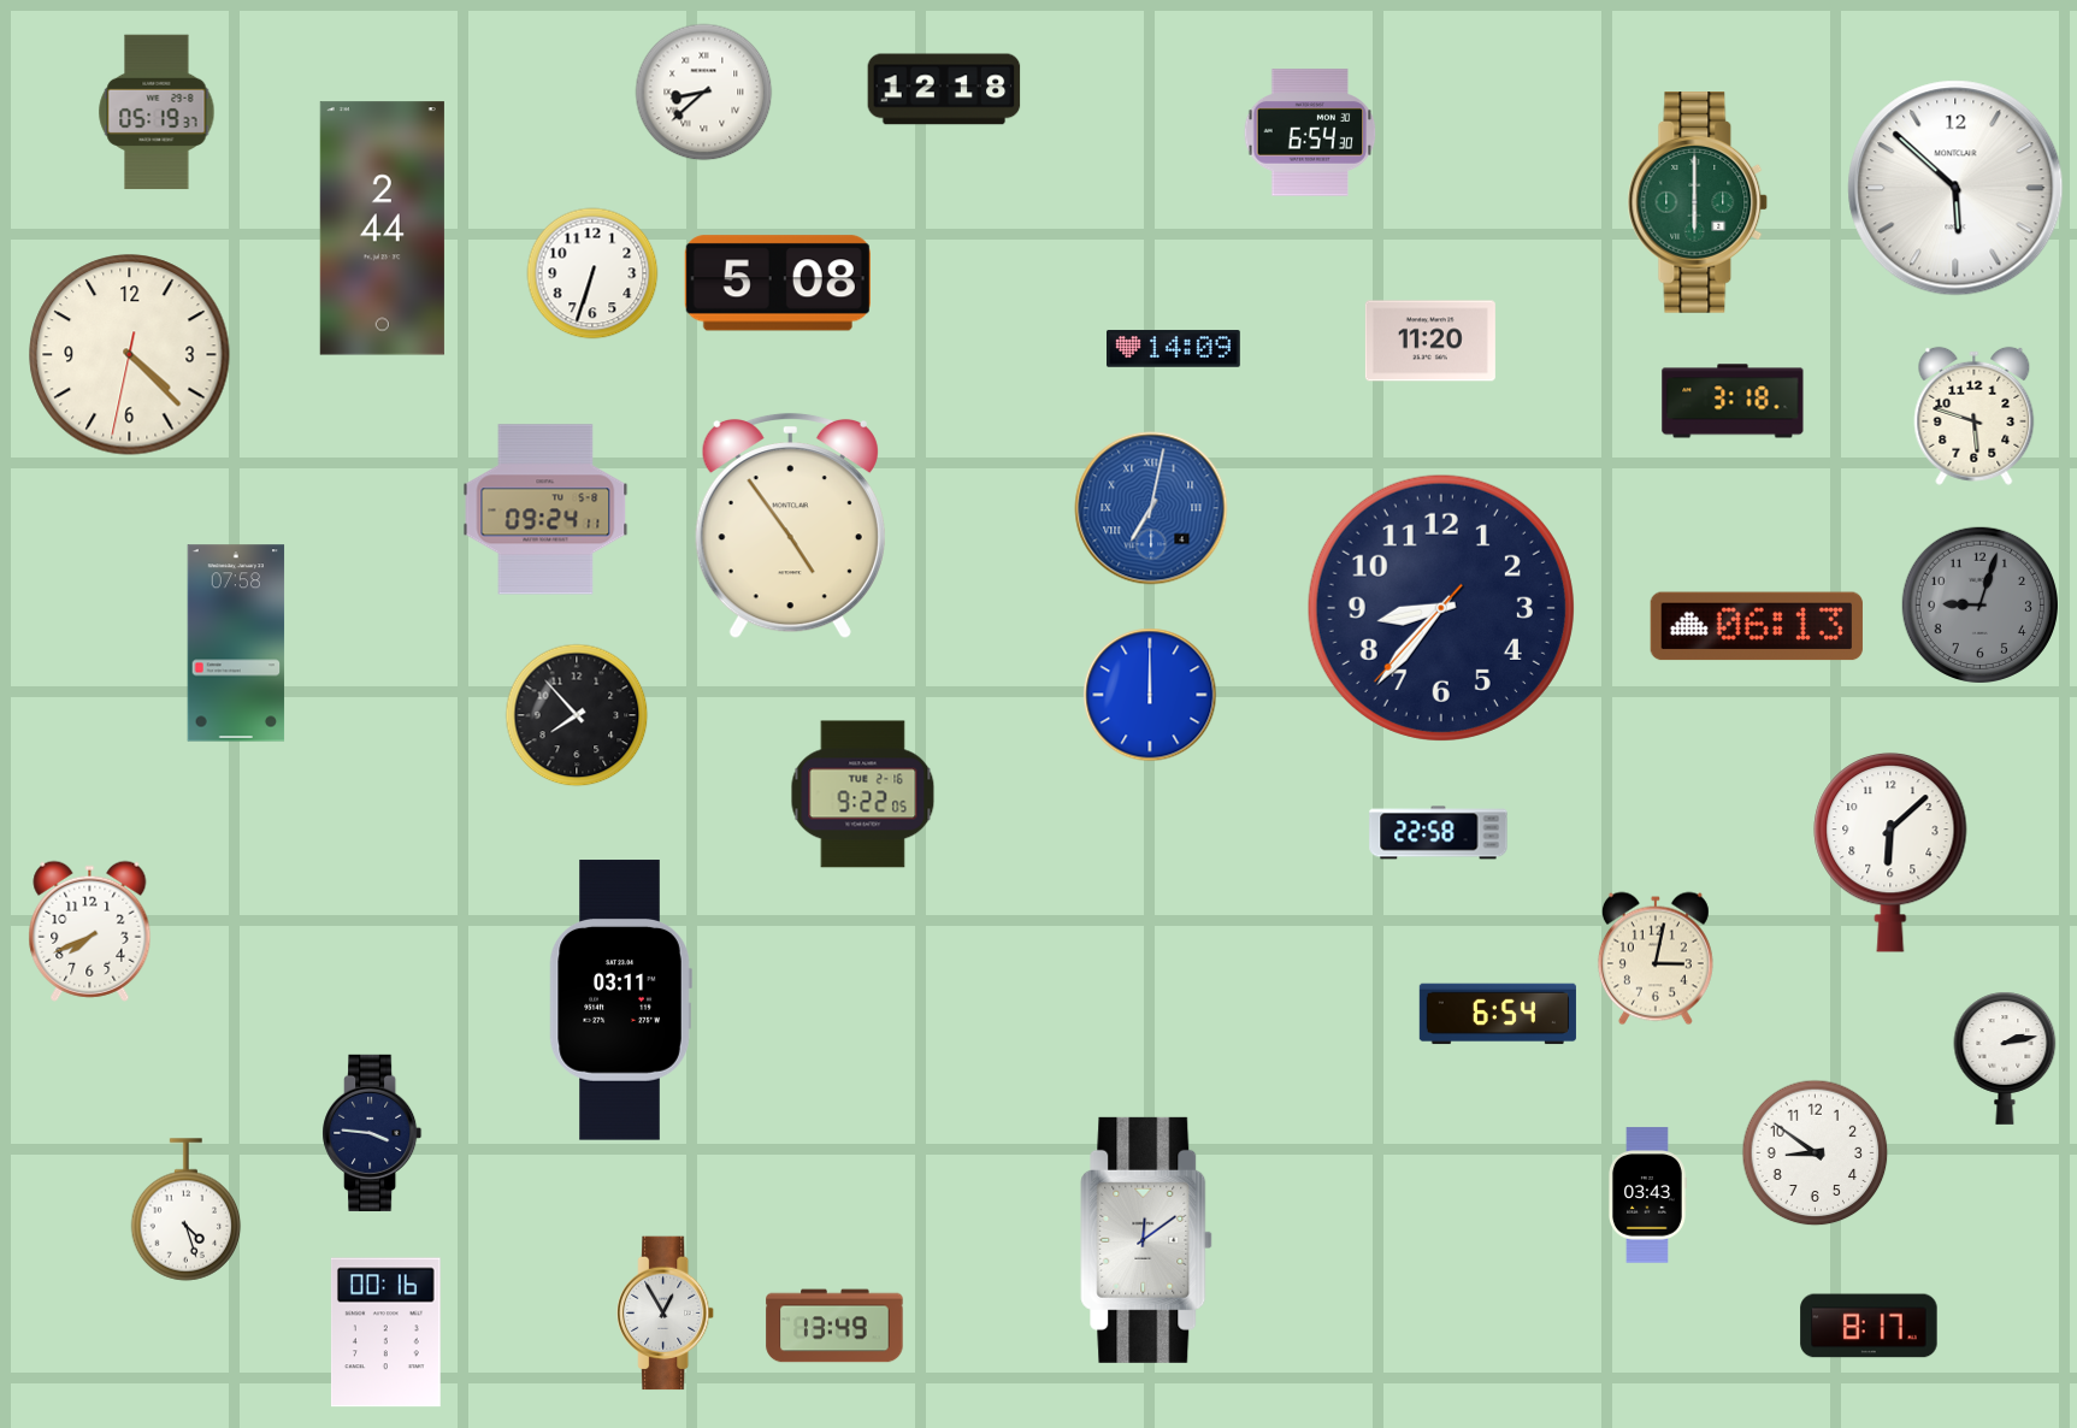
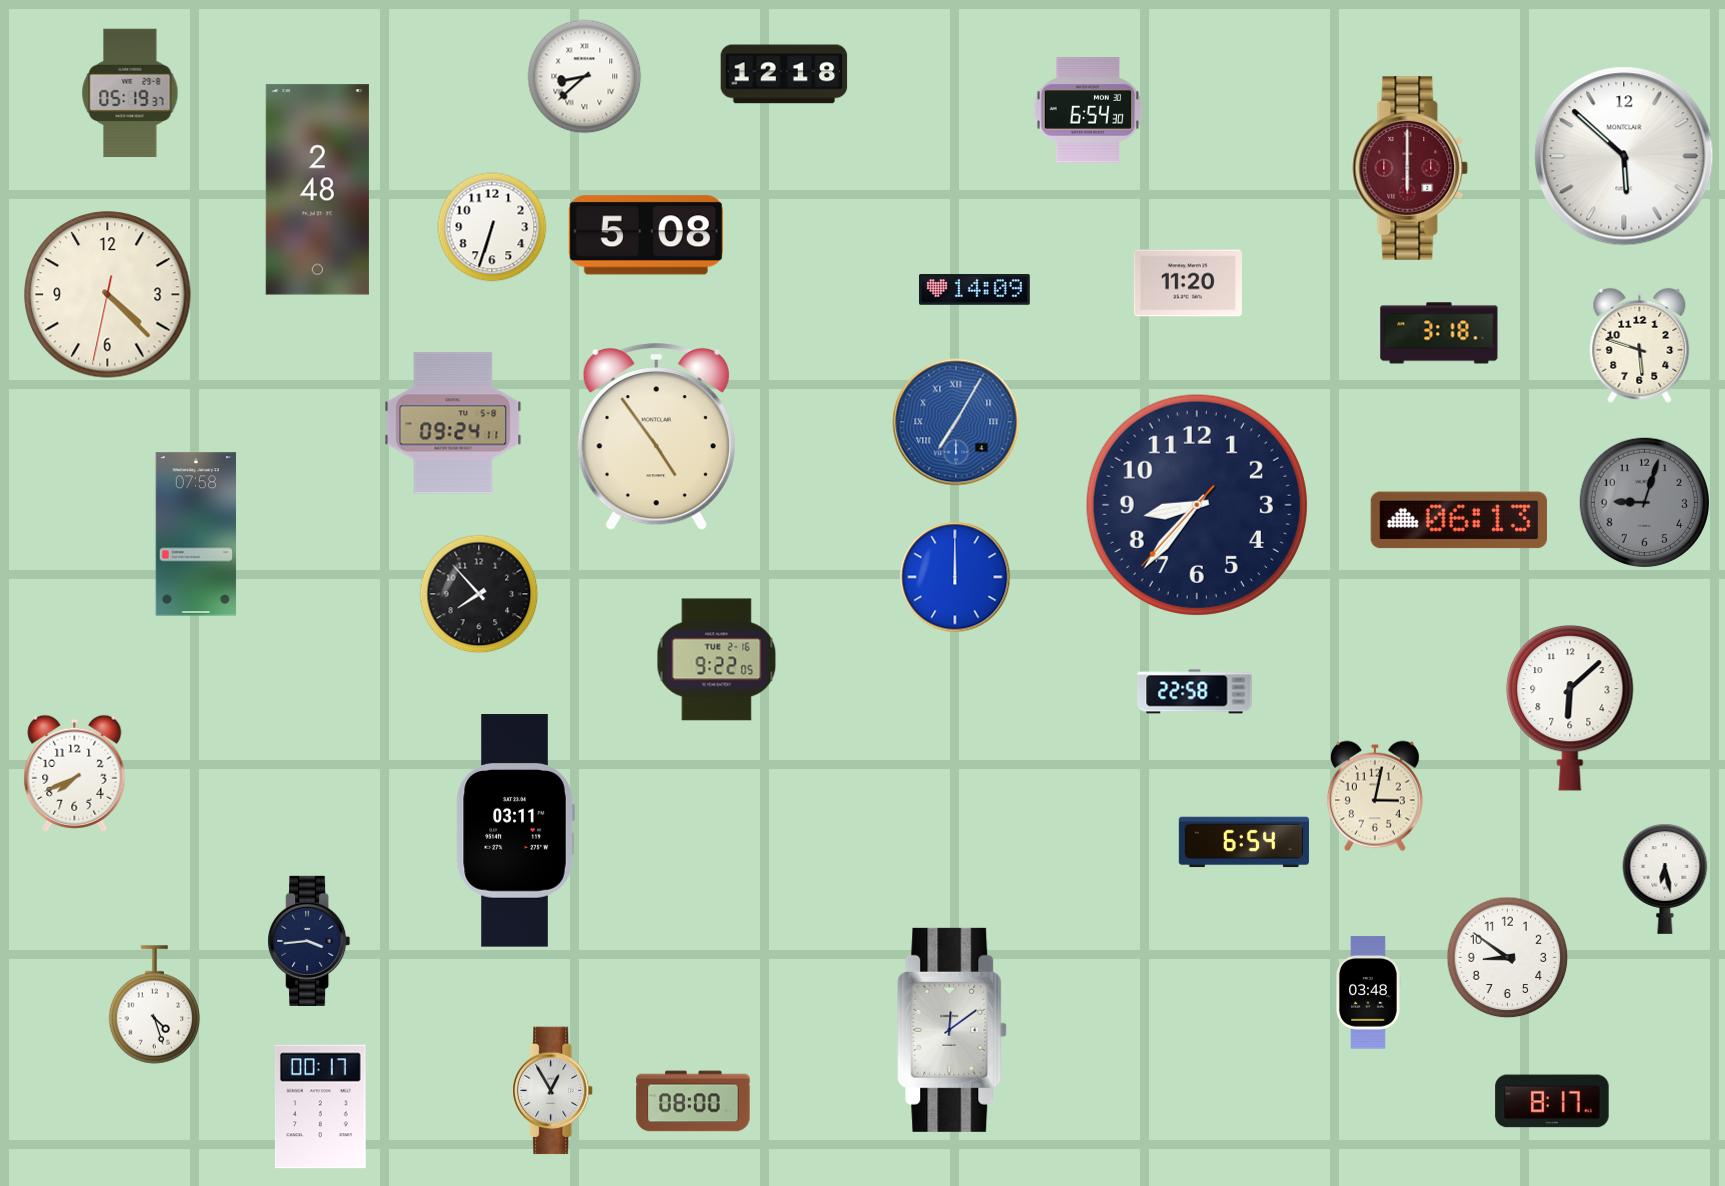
clock at (1698, 203) dial: green -> burgundy
clock at (382, 229): 2:44 -> 2:48
clock at (1151, 508): 7:02 -> 7:05
clock at (2005, 1058): 2:13 -> 6:28
clock at (372, 1133): 3:46 -> 3:44
clock at (1647, 1196): 03:43 -> 03:48
clock at (834, 1326): 13:49 -> 08:00
clock at (385, 1333): 00:16 -> 00:17
